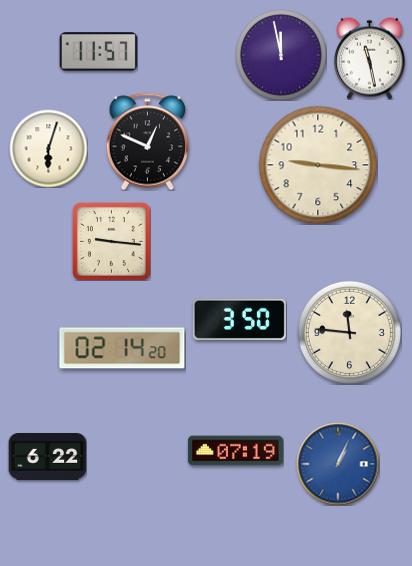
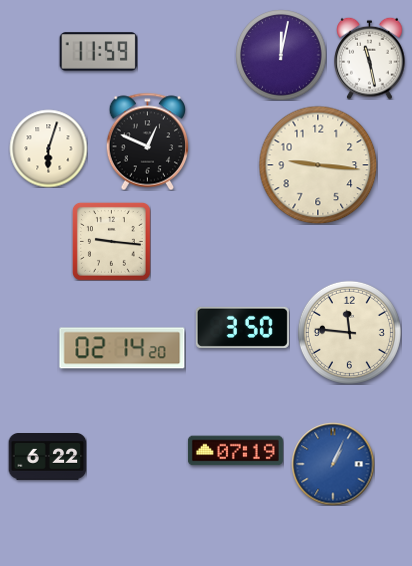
clock at (98, 52): 11:57 -> 11:59
clock at (281, 55): 11:58 -> 12:02
clock at (239, 319) position: (239, 319) -> (242, 327)
clock at (338, 464) position: (338, 464) -> (333, 464)
